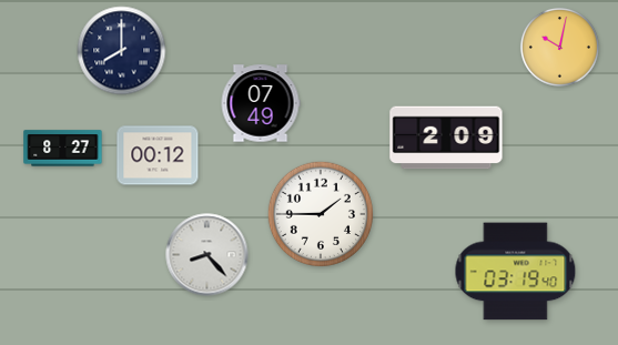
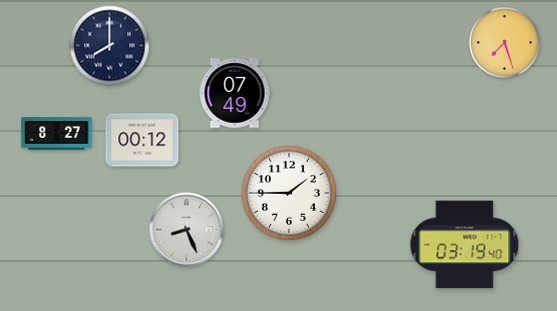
clock at (559, 47): 10:02 -> 7:27
clock at (446, 138): 2:09 -> none
clock at (207, 255): 8:23 -> 8:26
